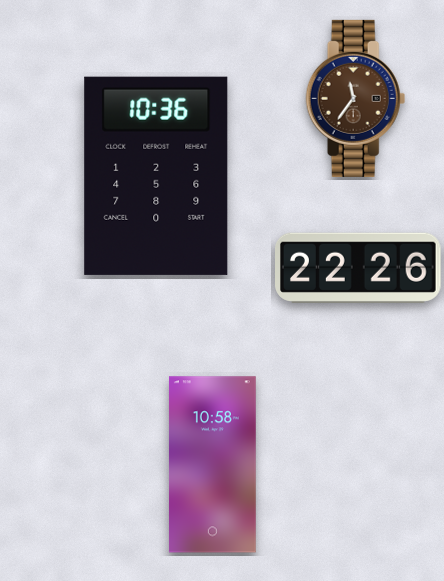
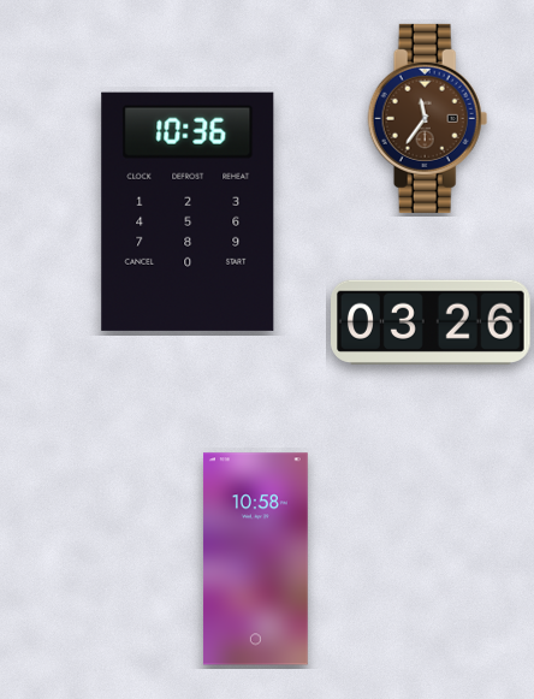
clock at (359, 268): 22:26 -> 03:26
